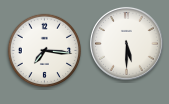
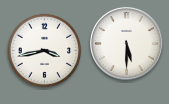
clock at (45, 51): 7:16 -> 3:43
